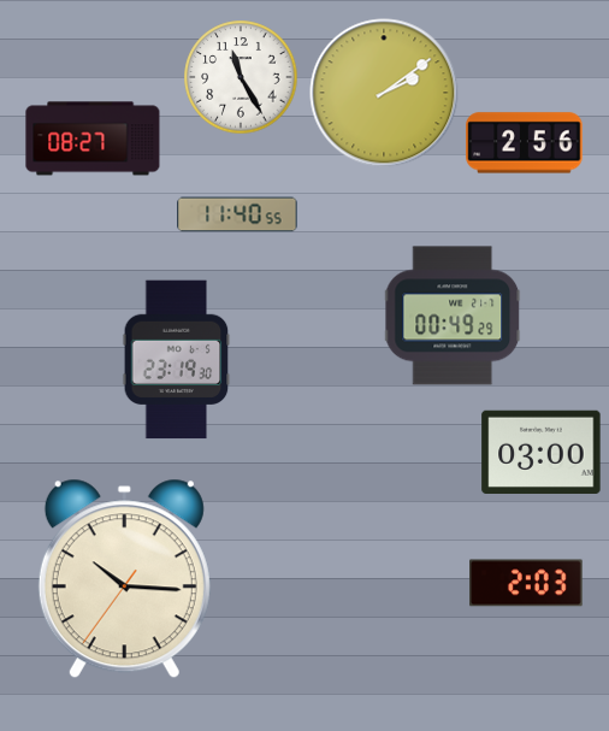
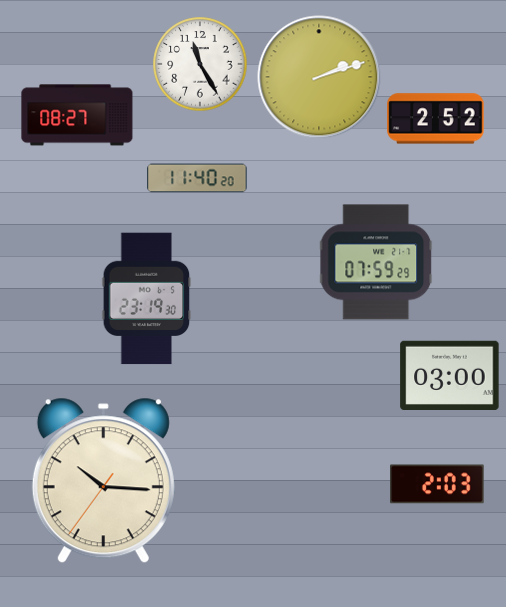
clock at (384, 93): 2:09 -> 2:12
clock at (525, 143): 2:56 -> 2:52
clock at (237, 214): 11:40:55 -> 11:40:20
clock at (454, 316): 00:49 -> 07:59
